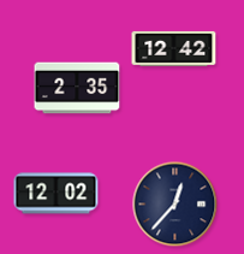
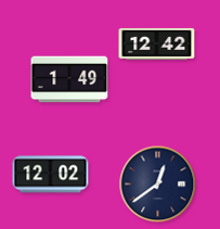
clock at (77, 88): 2:35 -> 1:49
clock at (175, 205): 12:37 -> 12:39
